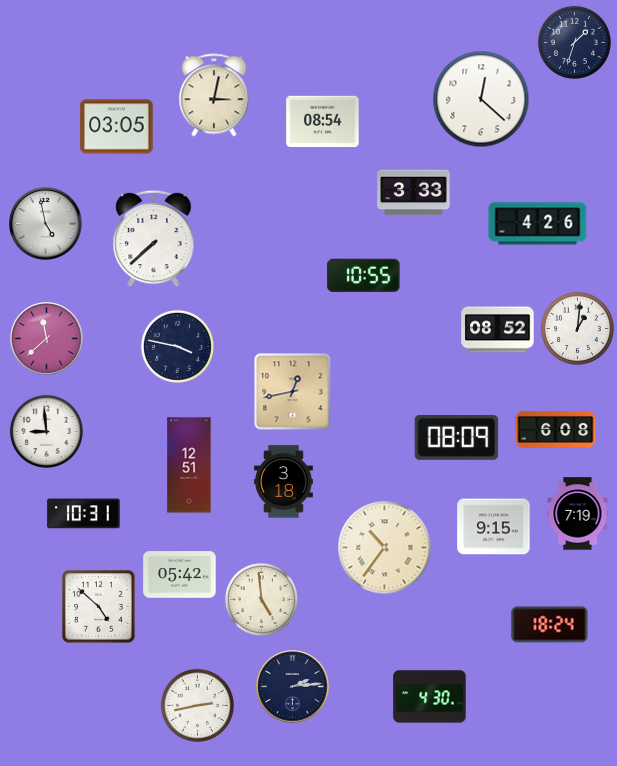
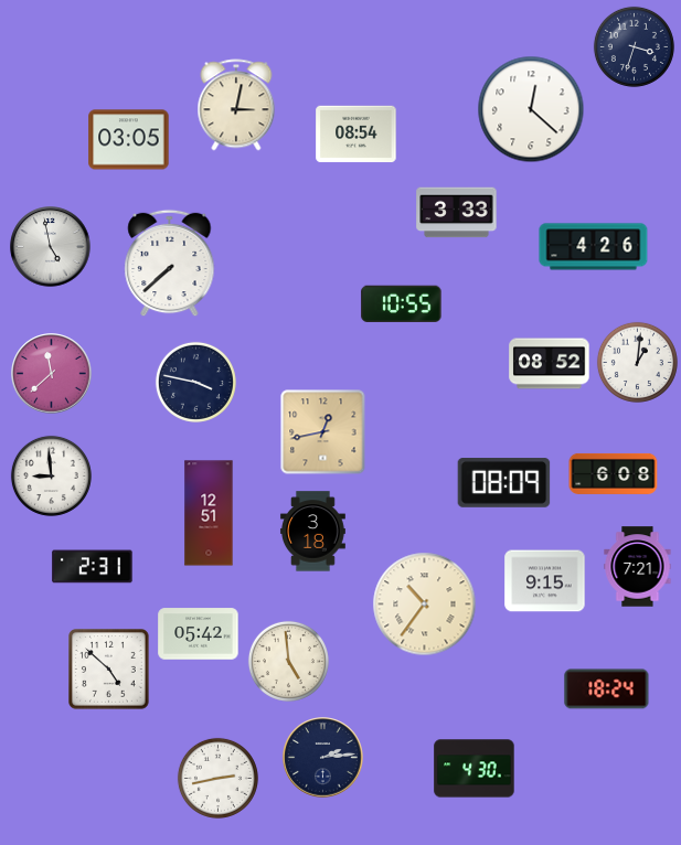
clock at (574, 42): 1:33 -> 3:33
clock at (84, 514): 10:31 -> 2:31
clock at (578, 514): 7:19 -> 7:21
